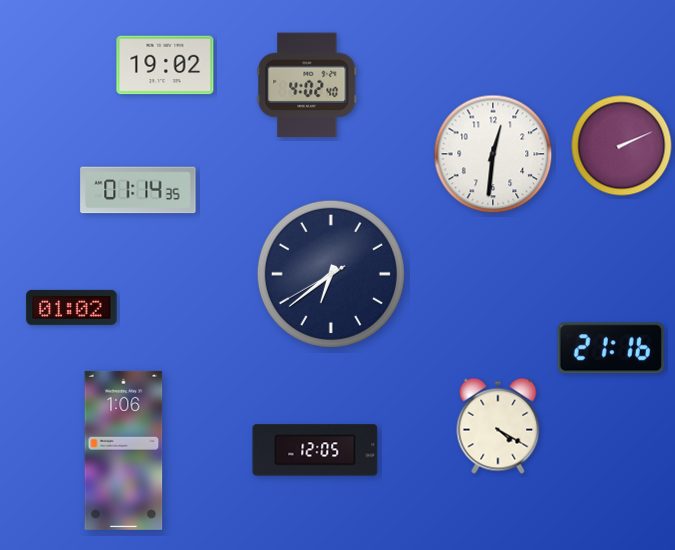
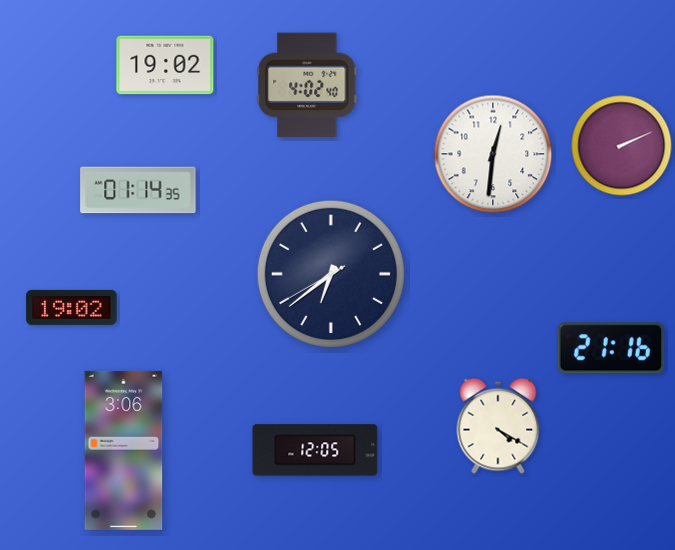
clock at (72, 307): 01:02 -> 19:02
clock at (124, 450): 1:06 -> 3:06
